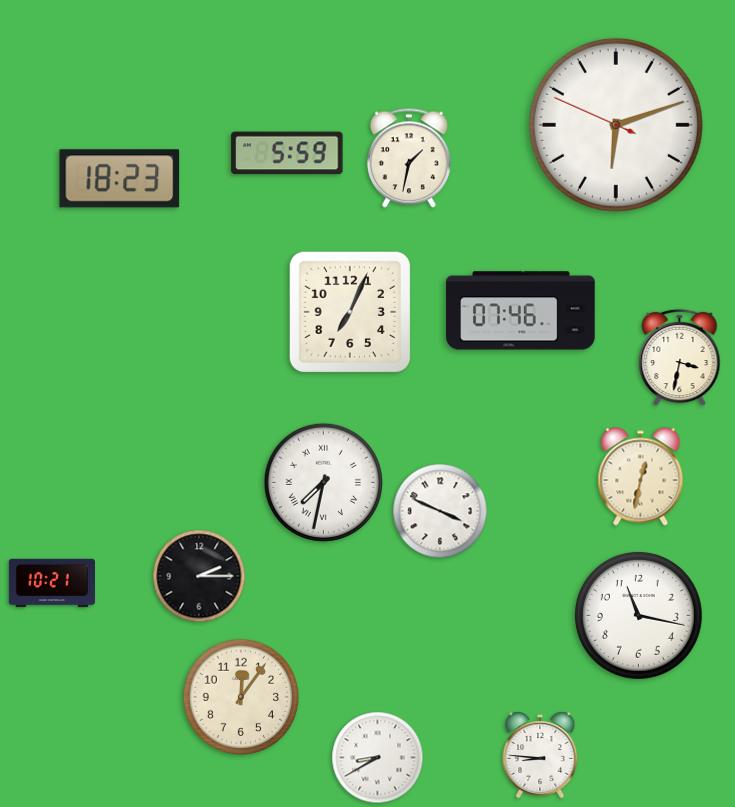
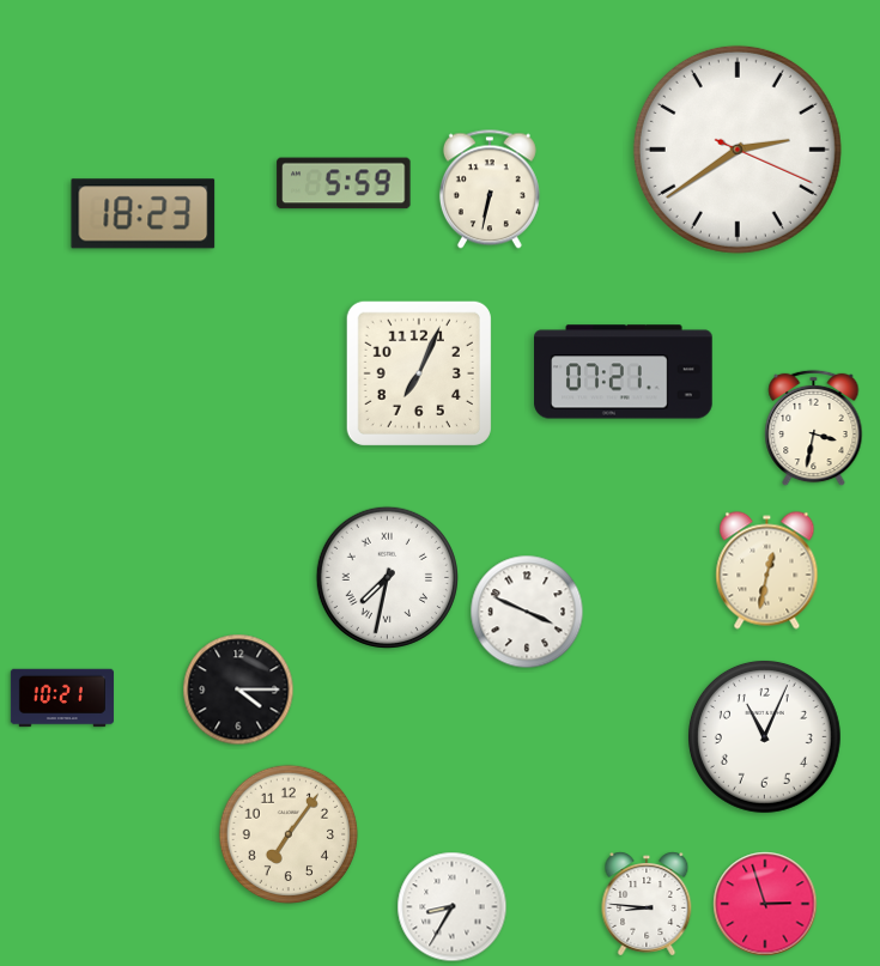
clock at (616, 125): 6:11 -> 2:39
clock at (409, 158): 1:32 -> 6:32
clock at (521, 311): 07:46 -> 07:21
clock at (199, 576): 2:15 -> 4:15
clock at (638, 615): 11:17 -> 11:04
clock at (241, 697): 12:06 -> 7:06
clock at (765, 904): none -> 2:57
clock at (378, 758): 8:40 -> 8:35
